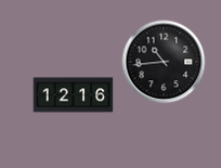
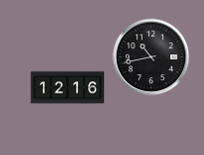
clock at (164, 62): 10:44 -> 10:43
